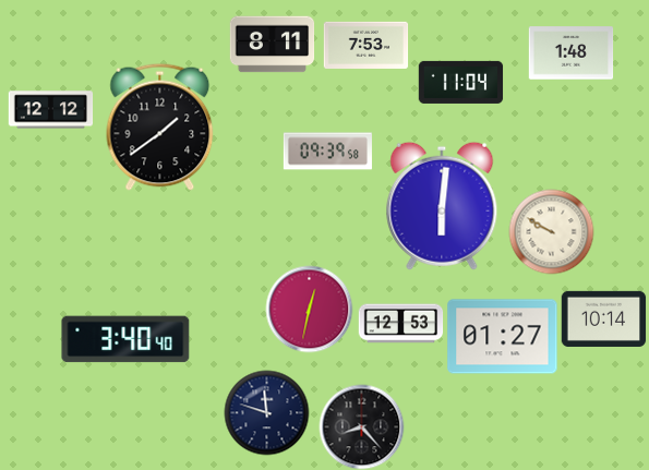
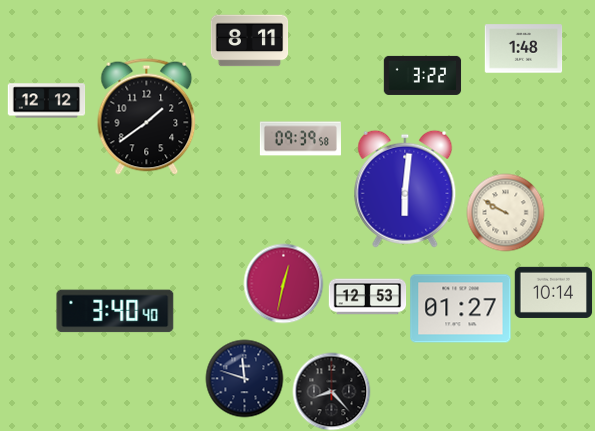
clock at (365, 45): 7:53 -> none
clock at (460, 82): 11:04 -> 3:22
